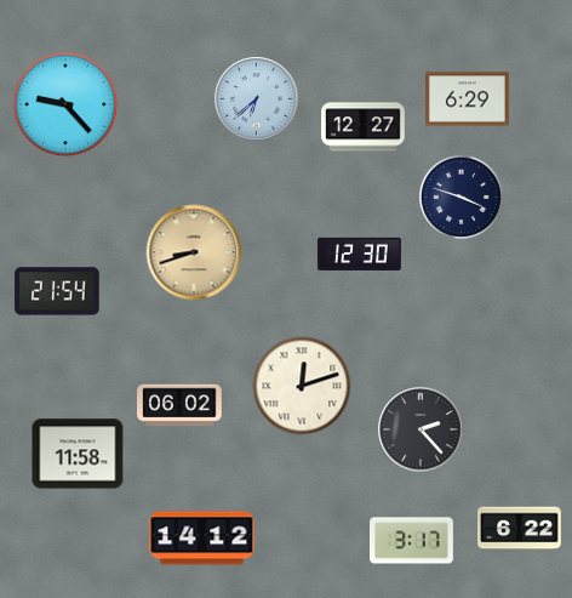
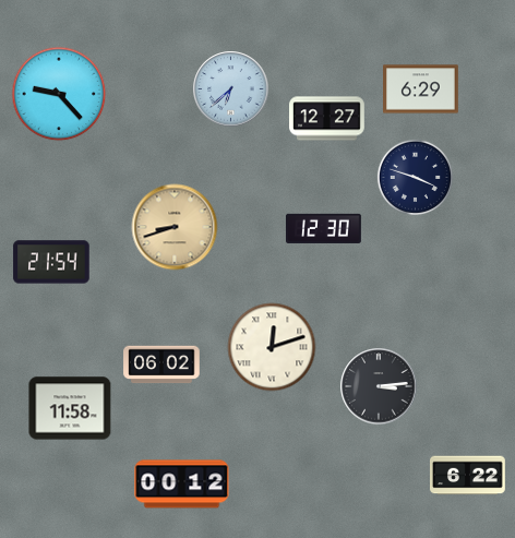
clock at (364, 127) position: (364, 127) -> (327, 119)
clock at (421, 429): 2:23 -> 3:14
clock at (202, 539): 14:12 -> 00:12
clock at (412, 541): 3:17 -> none
